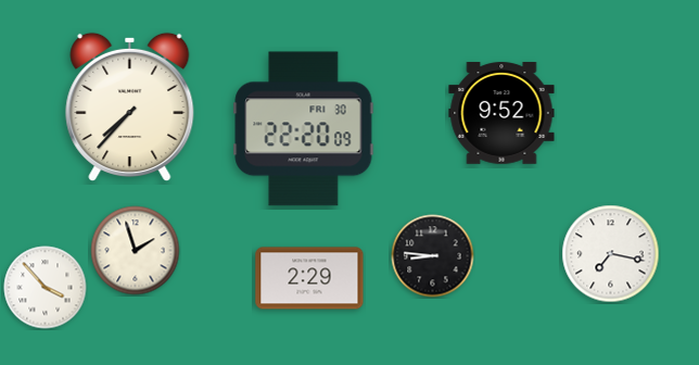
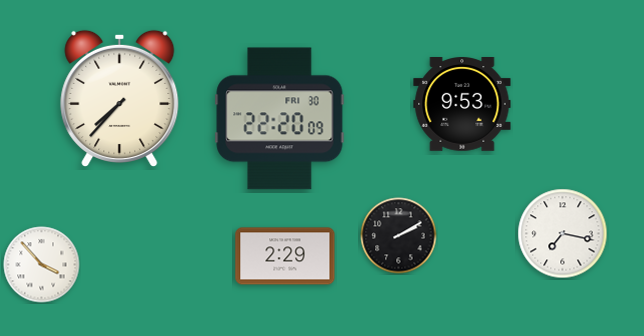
clock at (501, 114): 9:52 -> 9:53
clock at (136, 251): 1:57 -> none
clock at (433, 256): 8:46 -> 2:10
